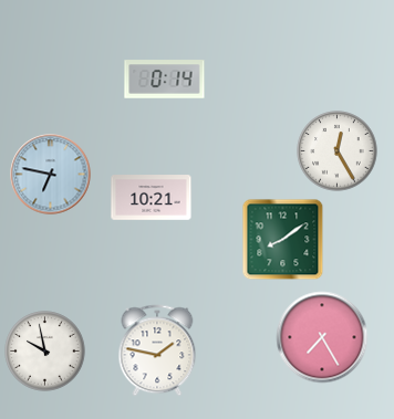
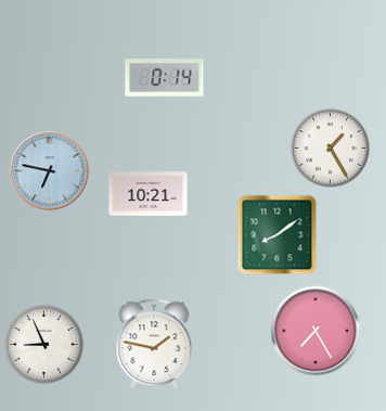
clock at (165, 80) position: (165, 80) -> (165, 78)
clock at (338, 151): 12:25 -> 1:25
clock at (45, 352): 9:58 -> 8:56
